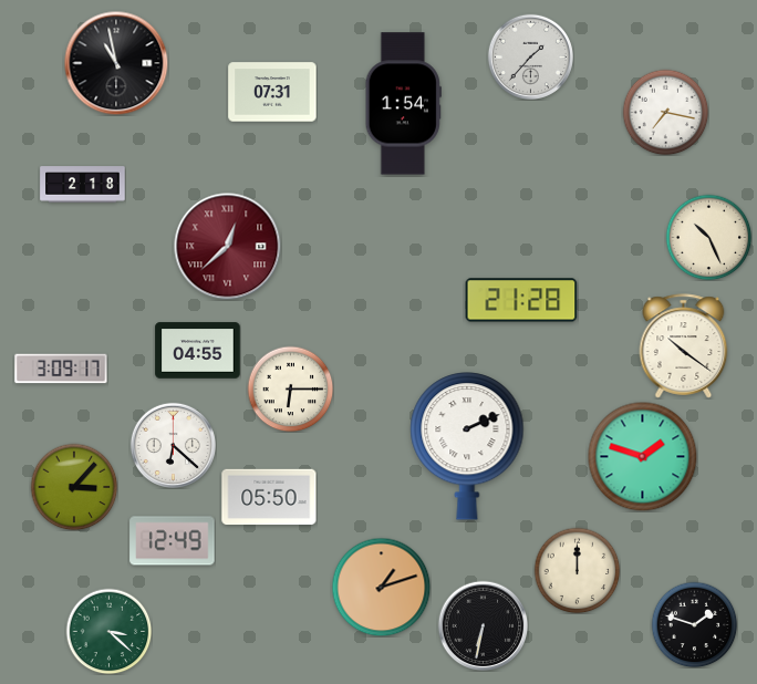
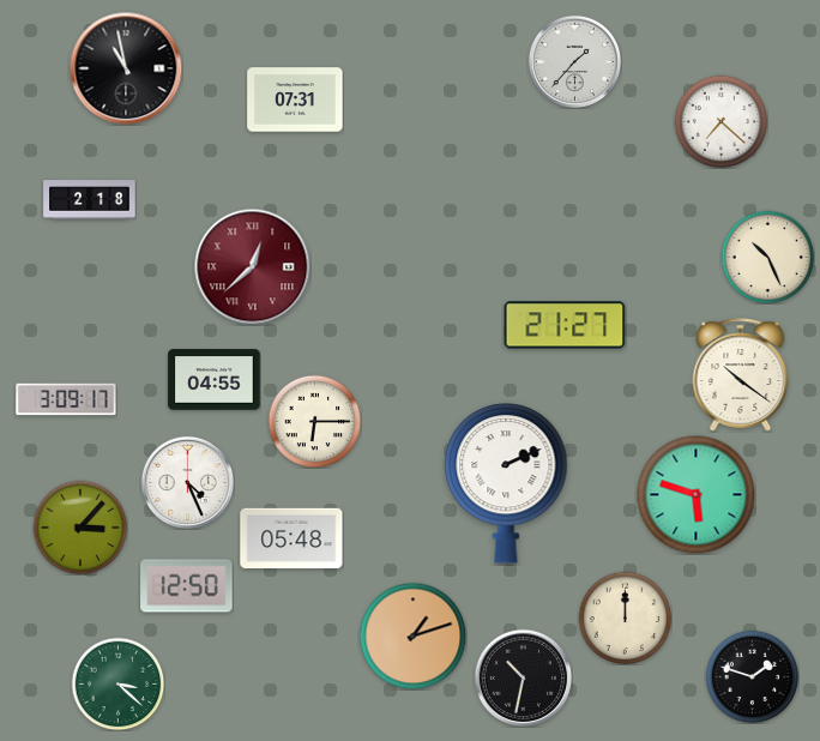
clock at (403, 104): 1:54 -> none
clock at (665, 112): 7:17 -> 7:22
clock at (228, 247) position: (228, 247) -> (253, 267)
clock at (521, 300): 21:28 -> 21:27
clock at (173, 445): 6:22 -> 4:26
clock at (643, 457): 1:48 -> 5:48
clock at (269, 497): 05:50 -> 05:48
clock at (173, 541): 12:49 -> 12:50
clock at (483, 625): 6:32 -> 10:32
